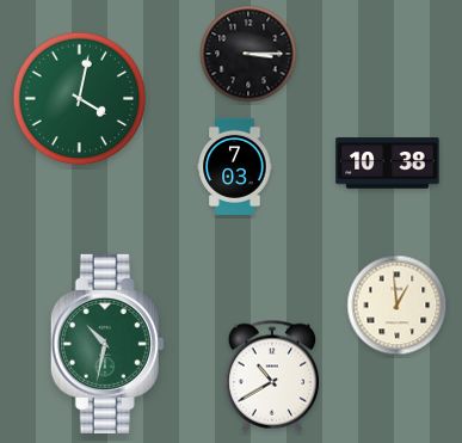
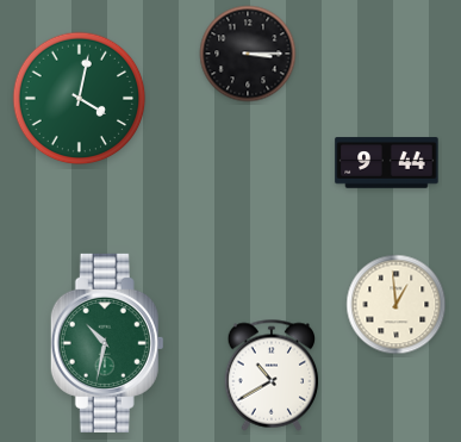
clock at (388, 164): 10:38 -> 9:44
clock at (235, 166): 7:03 -> none
